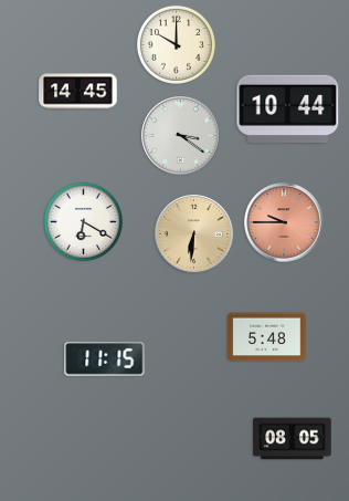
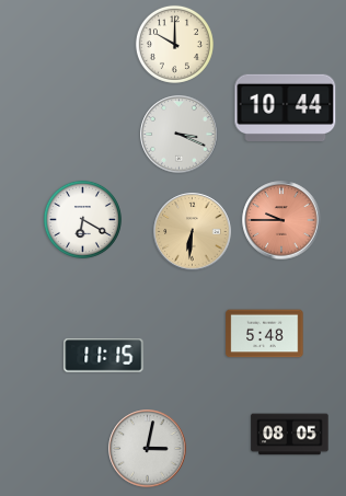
clock at (78, 92): 14:45 -> none
clock at (181, 136): 3:21 -> 3:19
clock at (148, 449): none -> 3:02
